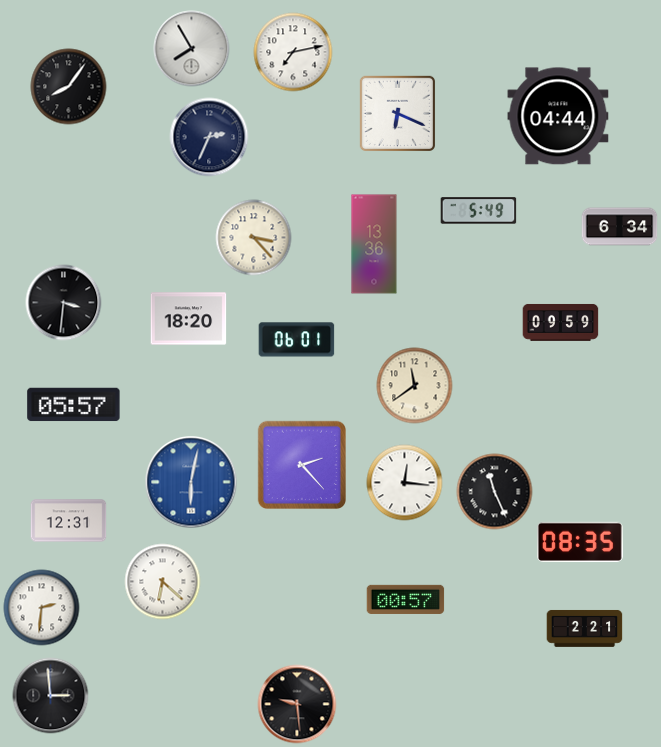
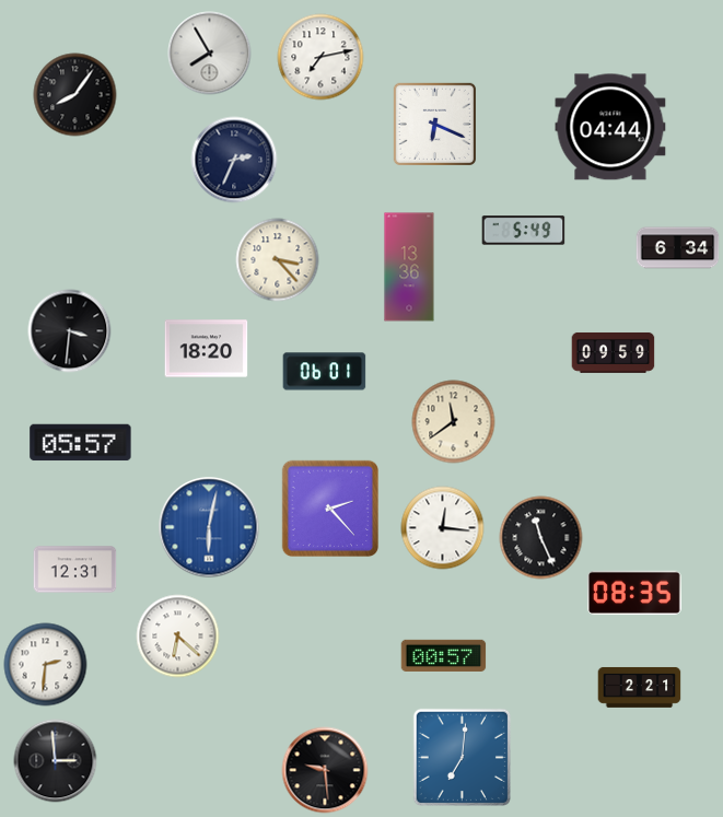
clock at (209, 137) position: (209, 137) -> (234, 160)
clock at (462, 757): none -> 7:01
